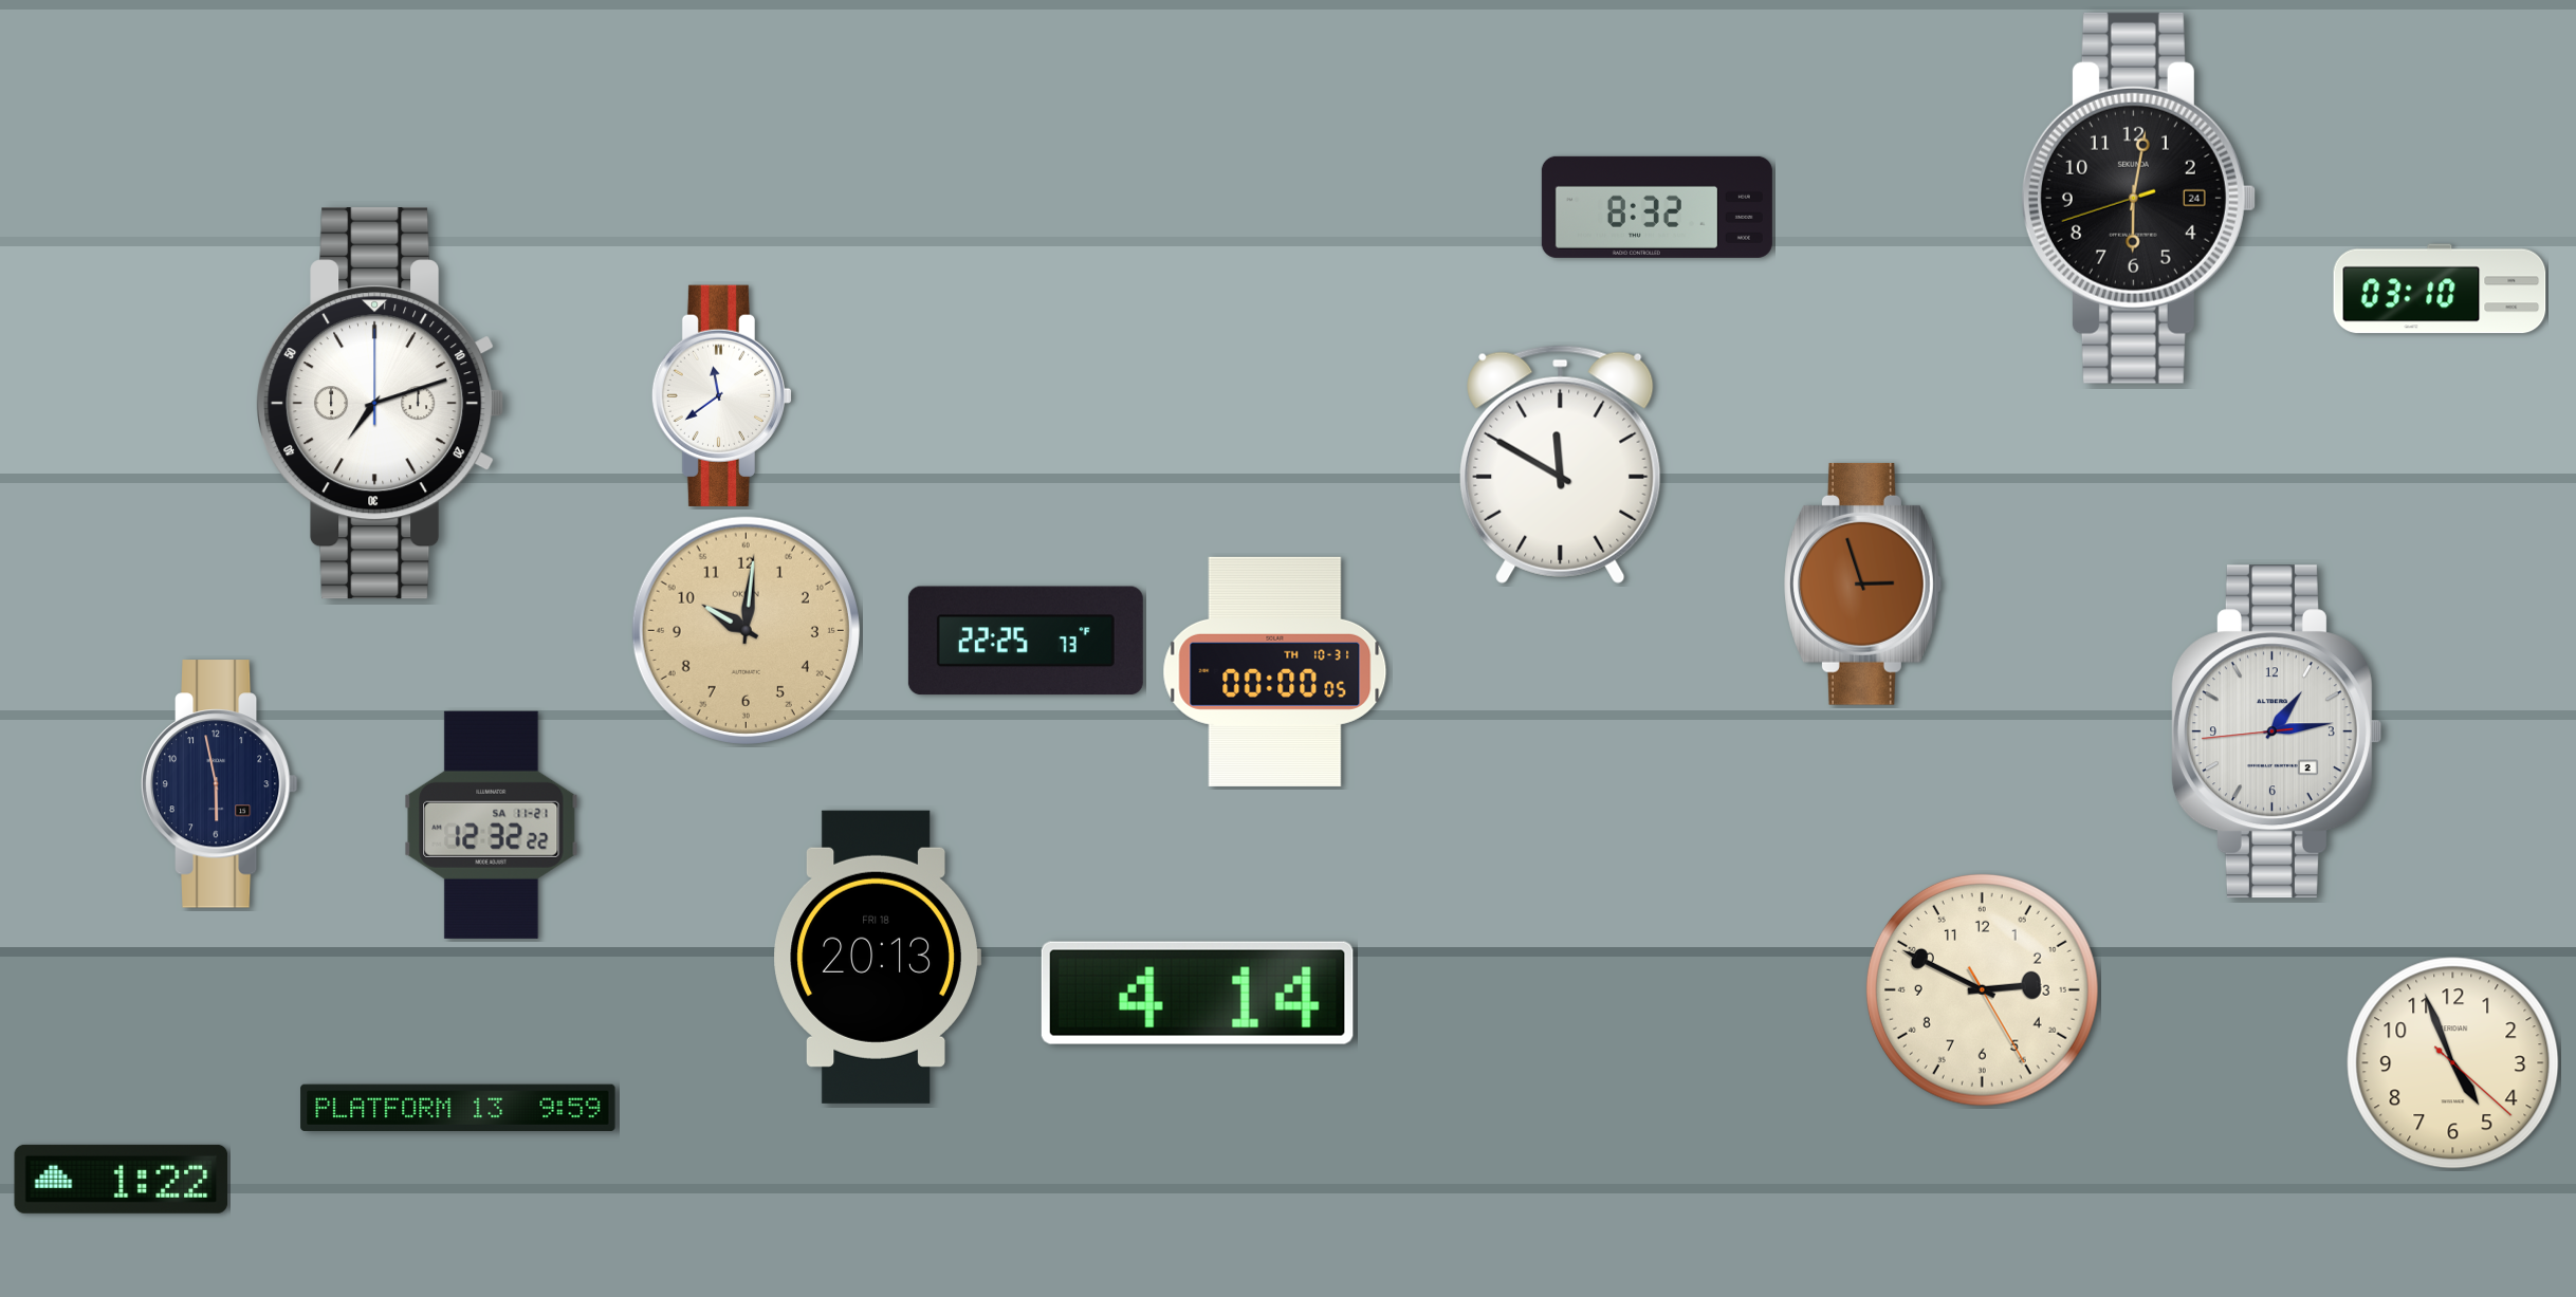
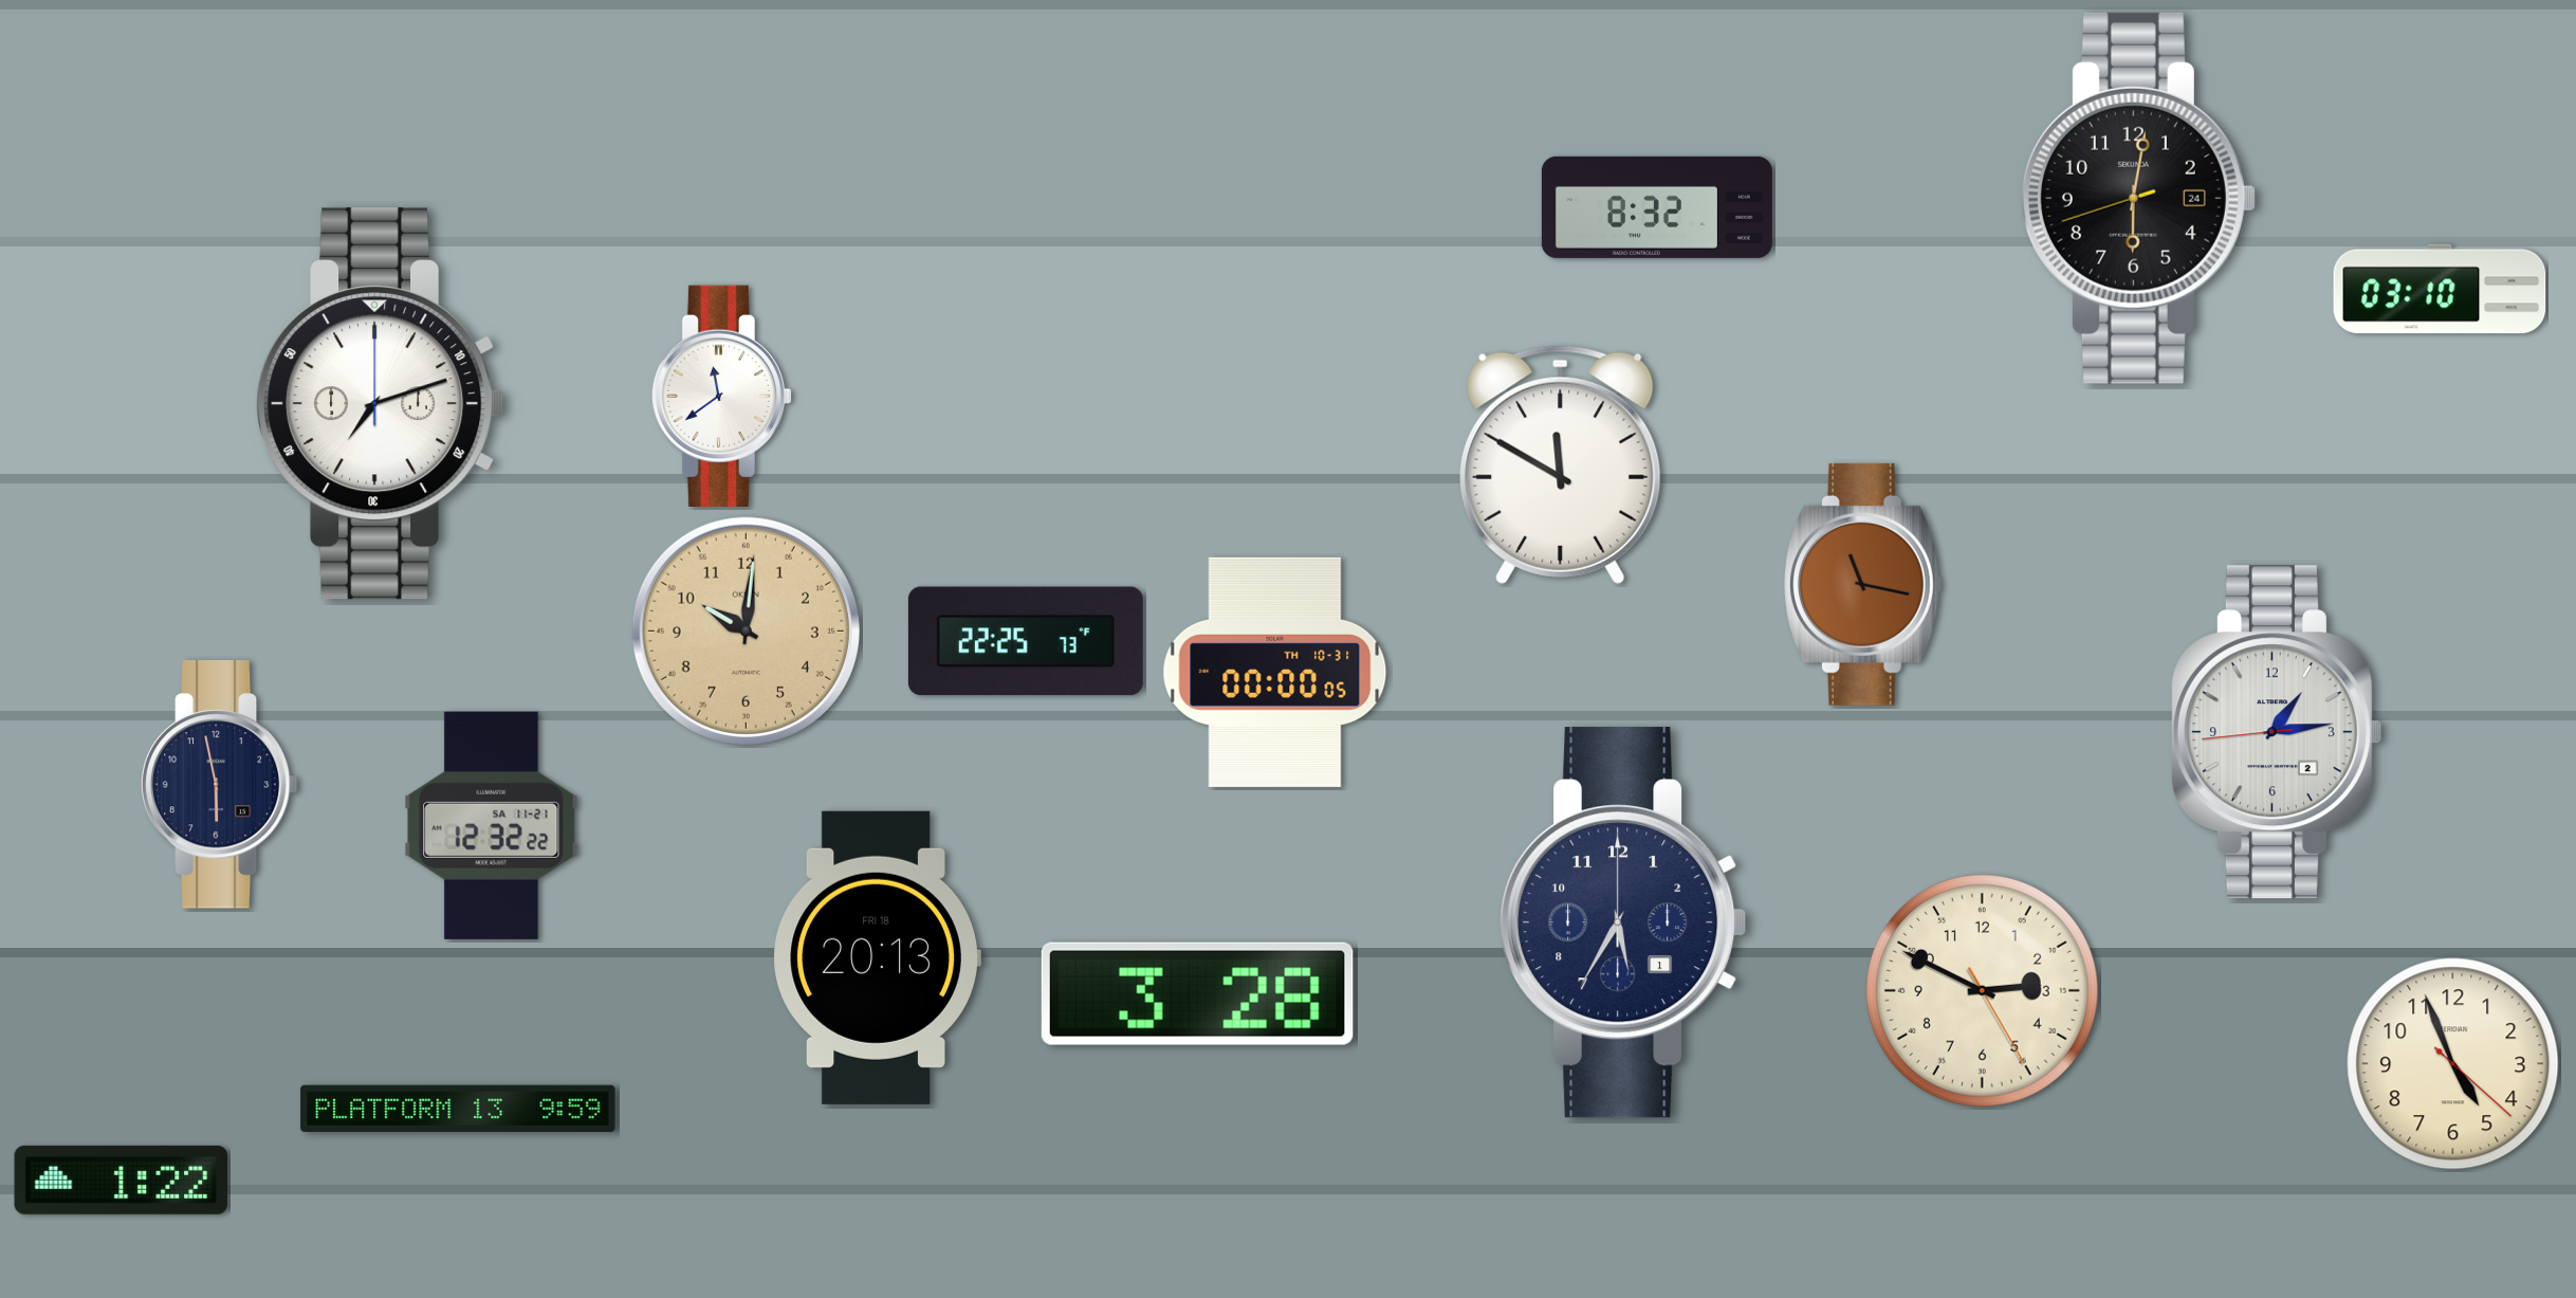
clock at (1863, 583): 2:57 -> 11:17
clock at (1623, 922): none -> 5:35
clock at (1197, 993): 4:14 -> 3:28
